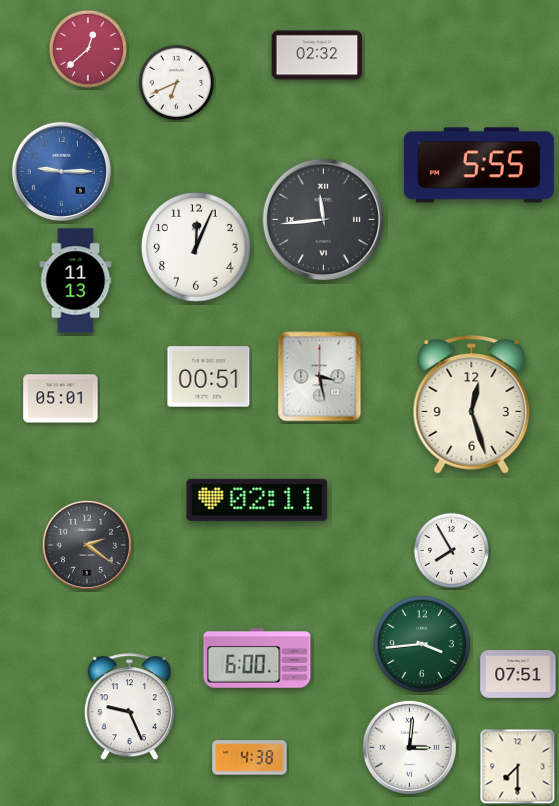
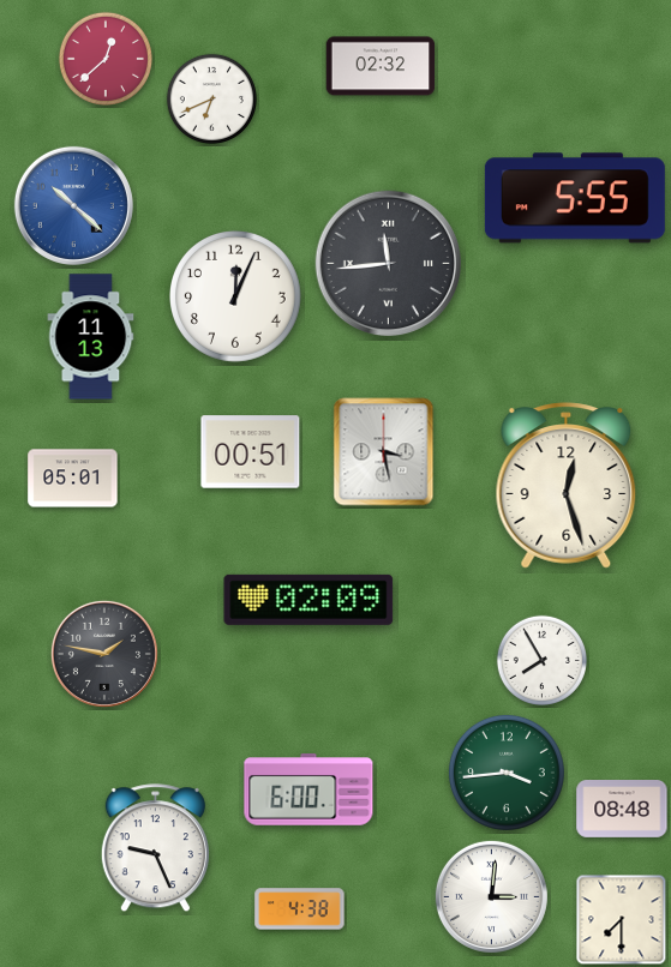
clock at (61, 171): 9:15 -> 10:22
clock at (257, 500): 02:11 -> 02:09
clock at (87, 545): 2:21 -> 1:47
clock at (518, 675): 07:51 -> 08:48
